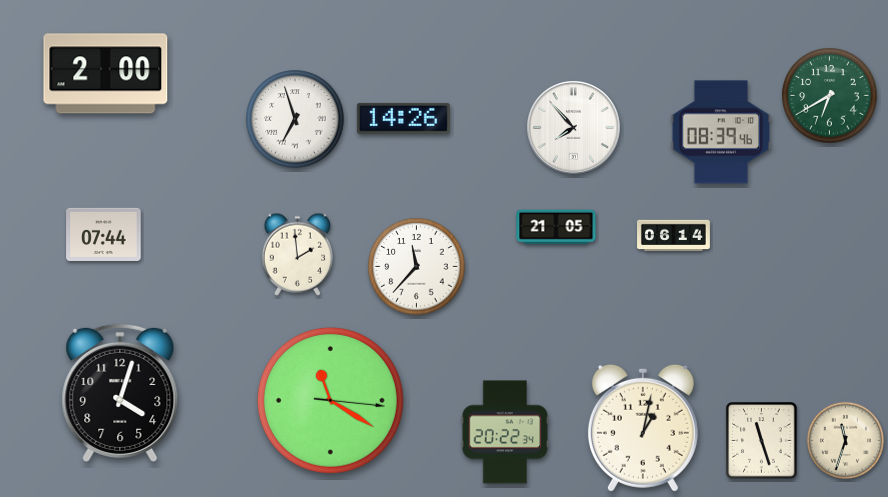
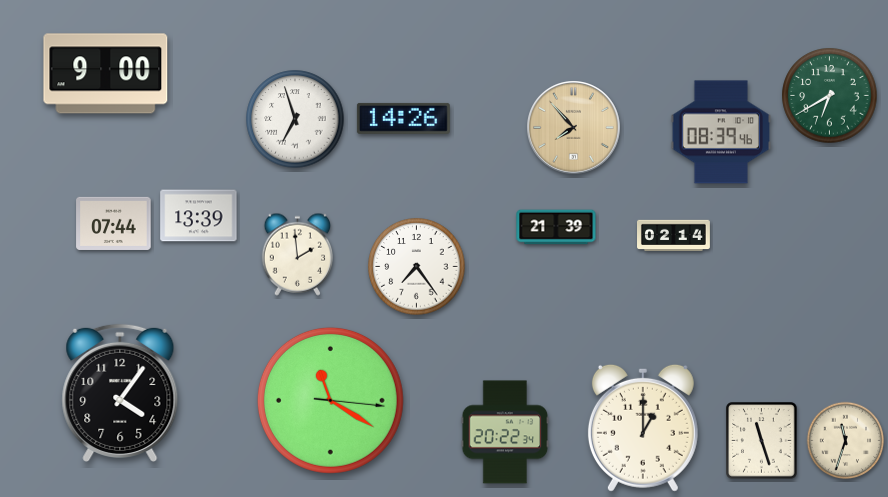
clock at (106, 74): 2:00 -> 9:00
clock at (574, 128) dial: white -> champagne
clock at (199, 216): none -> 13:39
clock at (556, 227): 21:05 -> 21:39
clock at (104, 234) position: (104, 234) -> (114, 223)
clock at (674, 235): 06:14 -> 02:14
clock at (417, 267): 11:37 -> 7:24
clock at (120, 393): 4:03 -> 4:06
clock at (643, 428): 1:02 -> 1:00
